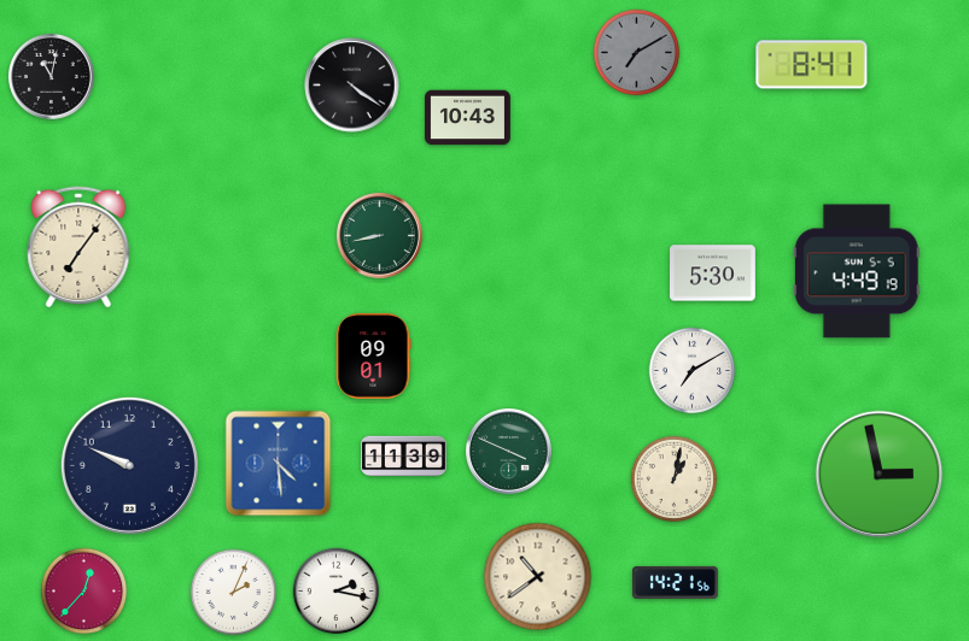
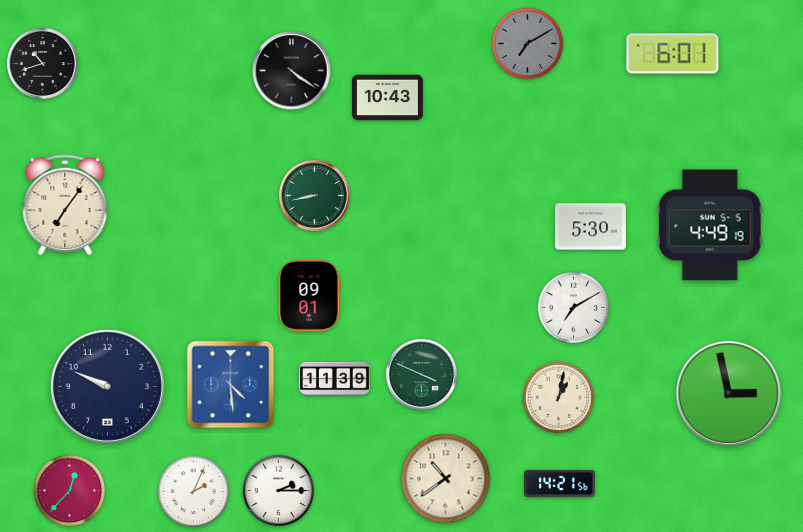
clock at (812, 65): 8:41 -> 6:01
clock at (52, 77): 11:02 -> 10:42
clock at (337, 592): 2:17 -> 2:15
